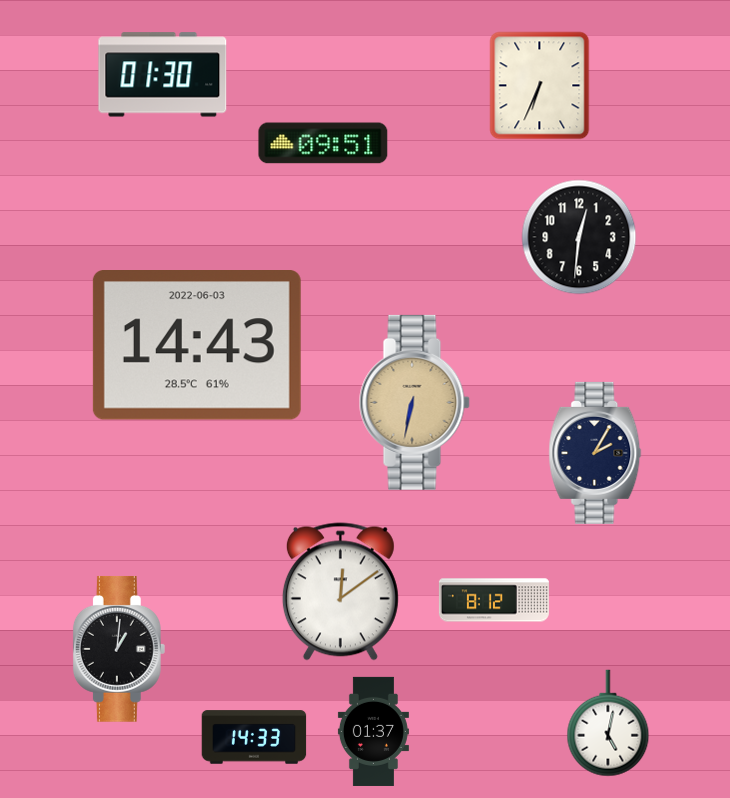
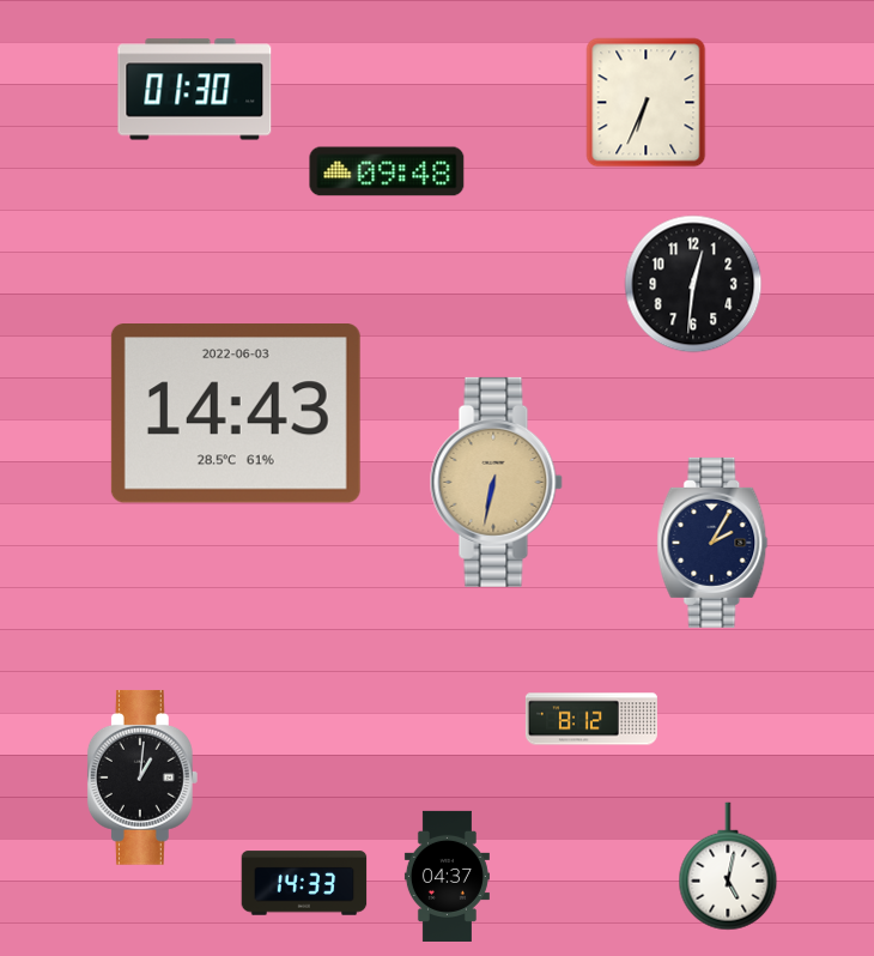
clock at (323, 143): 09:51 -> 09:48
clock at (340, 592): 12:09 -> none
clock at (373, 731): 01:37 -> 04:37
